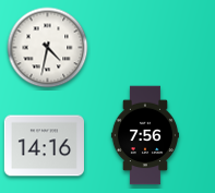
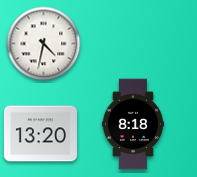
clock at (144, 135): 7:56 -> 8:18
clock at (44, 146): 14:16 -> 13:20
